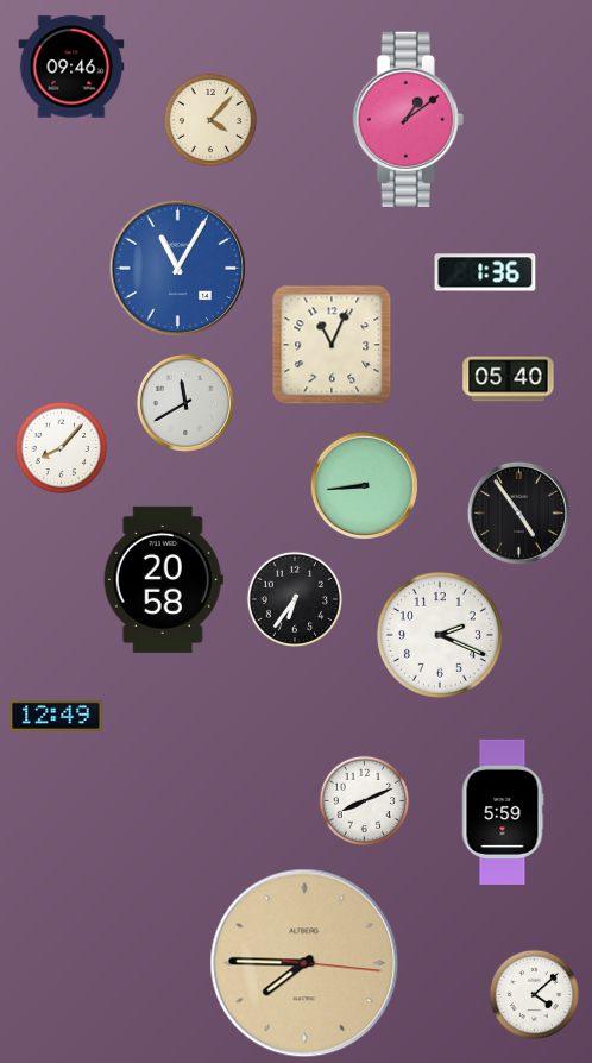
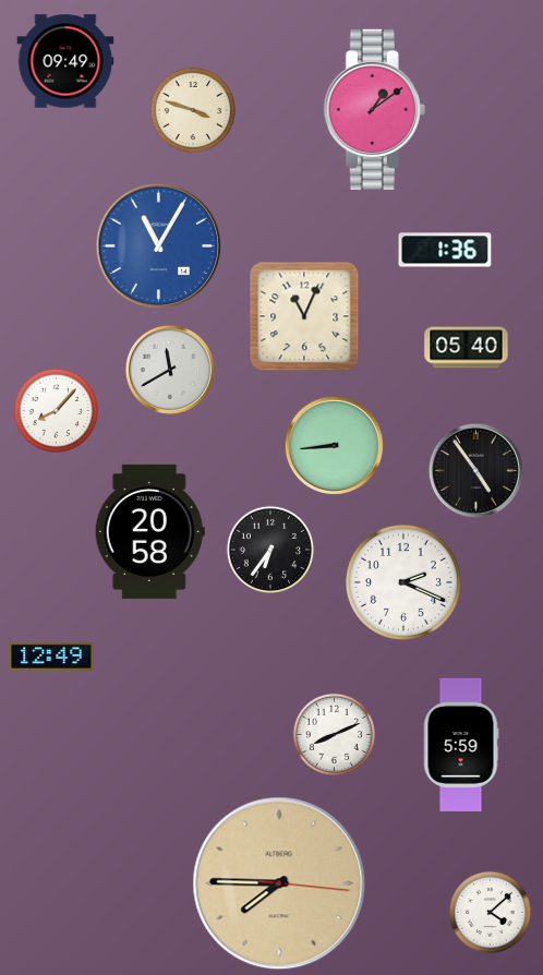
clock at (71, 67): 09:46 -> 09:49
clock at (209, 119): 4:07 -> 3:48
clock at (178, 269) position: (178, 269) -> (159, 246)
